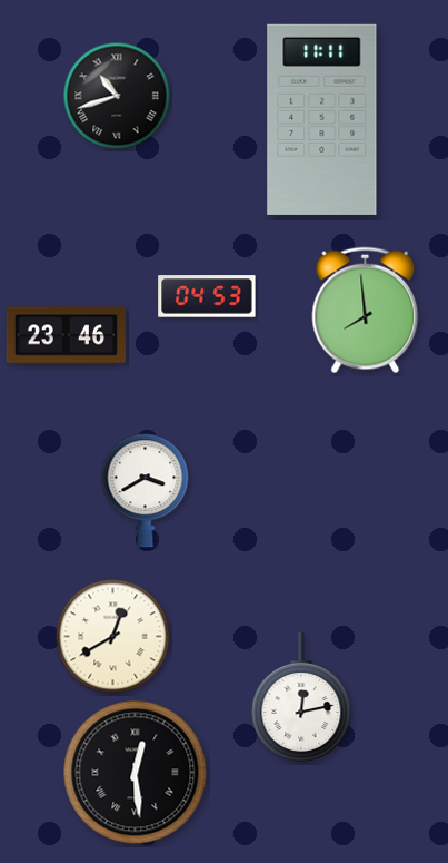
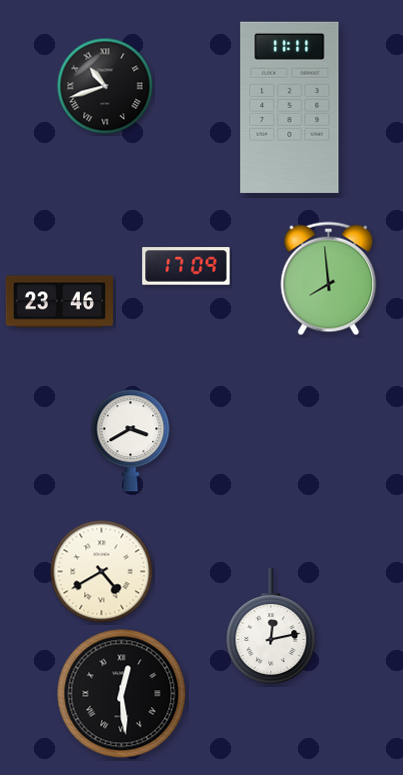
clock at (207, 296): 04:53 -> 17:09
clock at (113, 637): 12:40 -> 4:40
